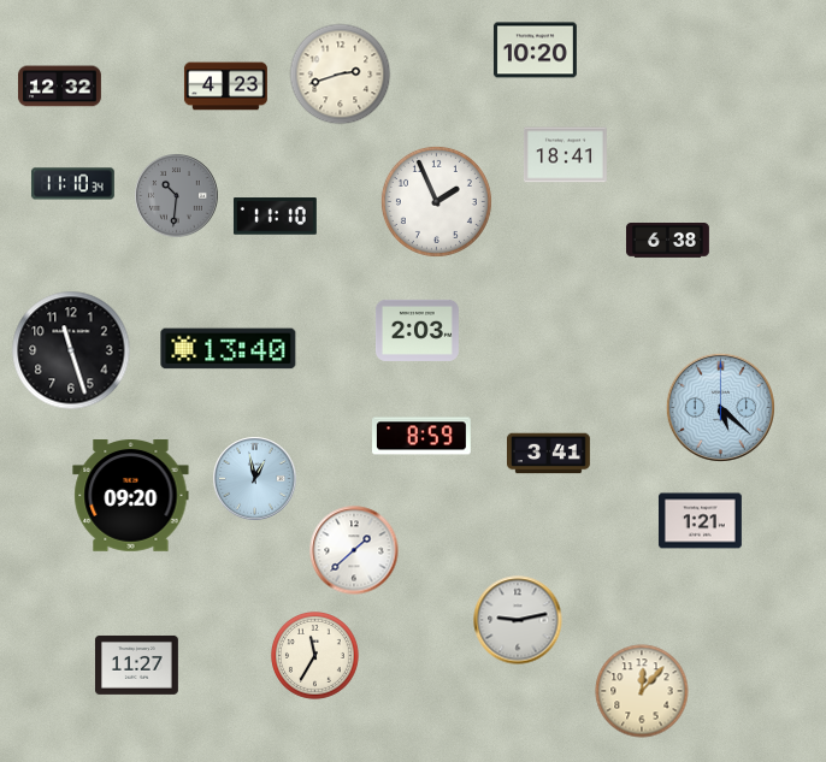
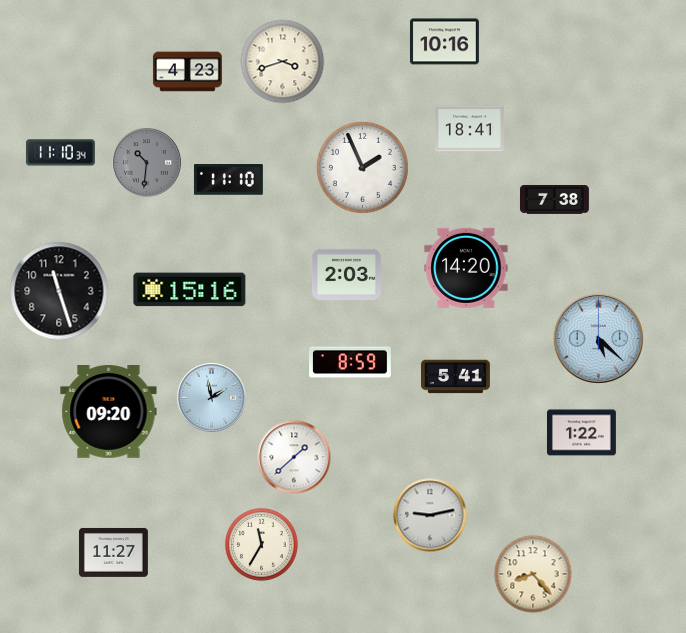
clock at (535, 51): 10:20 -> 10:16
clock at (341, 75): 2:42 -> 3:42
clock at (59, 87): 12:32 -> none
clock at (667, 241): 6:38 -> 7:38
clock at (466, 268): none -> 14:20
clock at (229, 349): 13:40 -> 15:16
clock at (549, 454): 3:41 -> 5:41
clock at (255, 479): 12:58 -> 1:58
clock at (700, 521): 1:21 -> 1:22
clock at (642, 691): 12:07 -> 8:23
